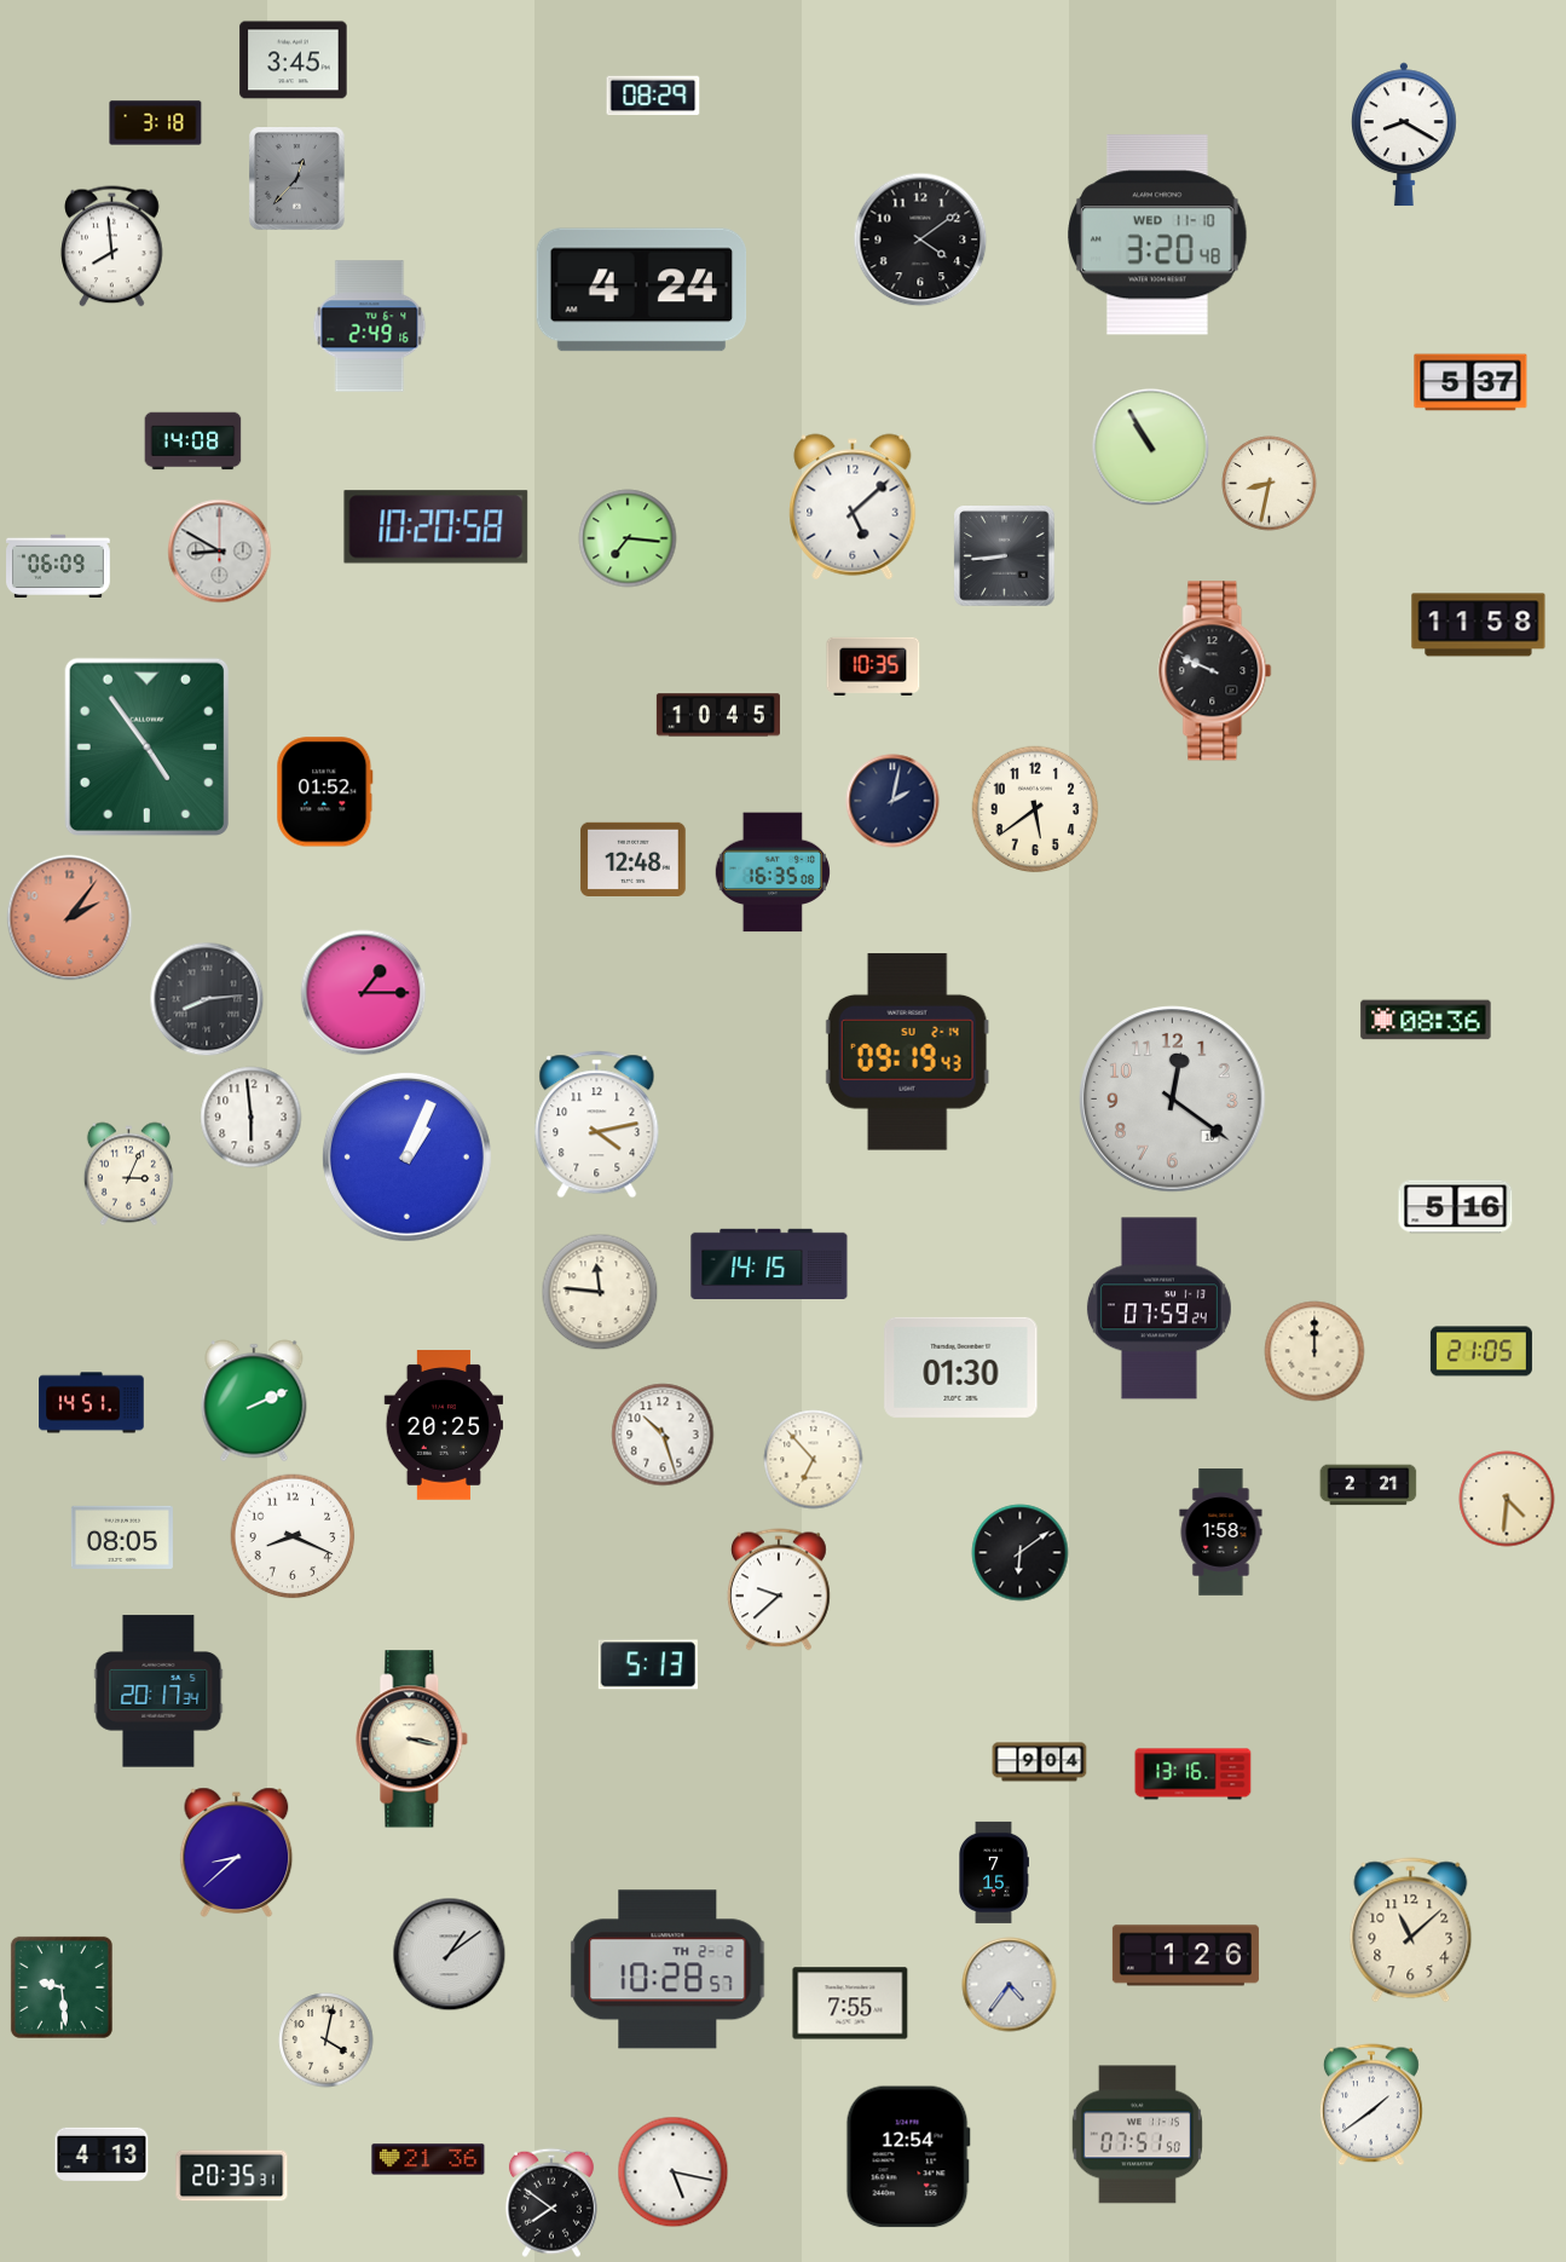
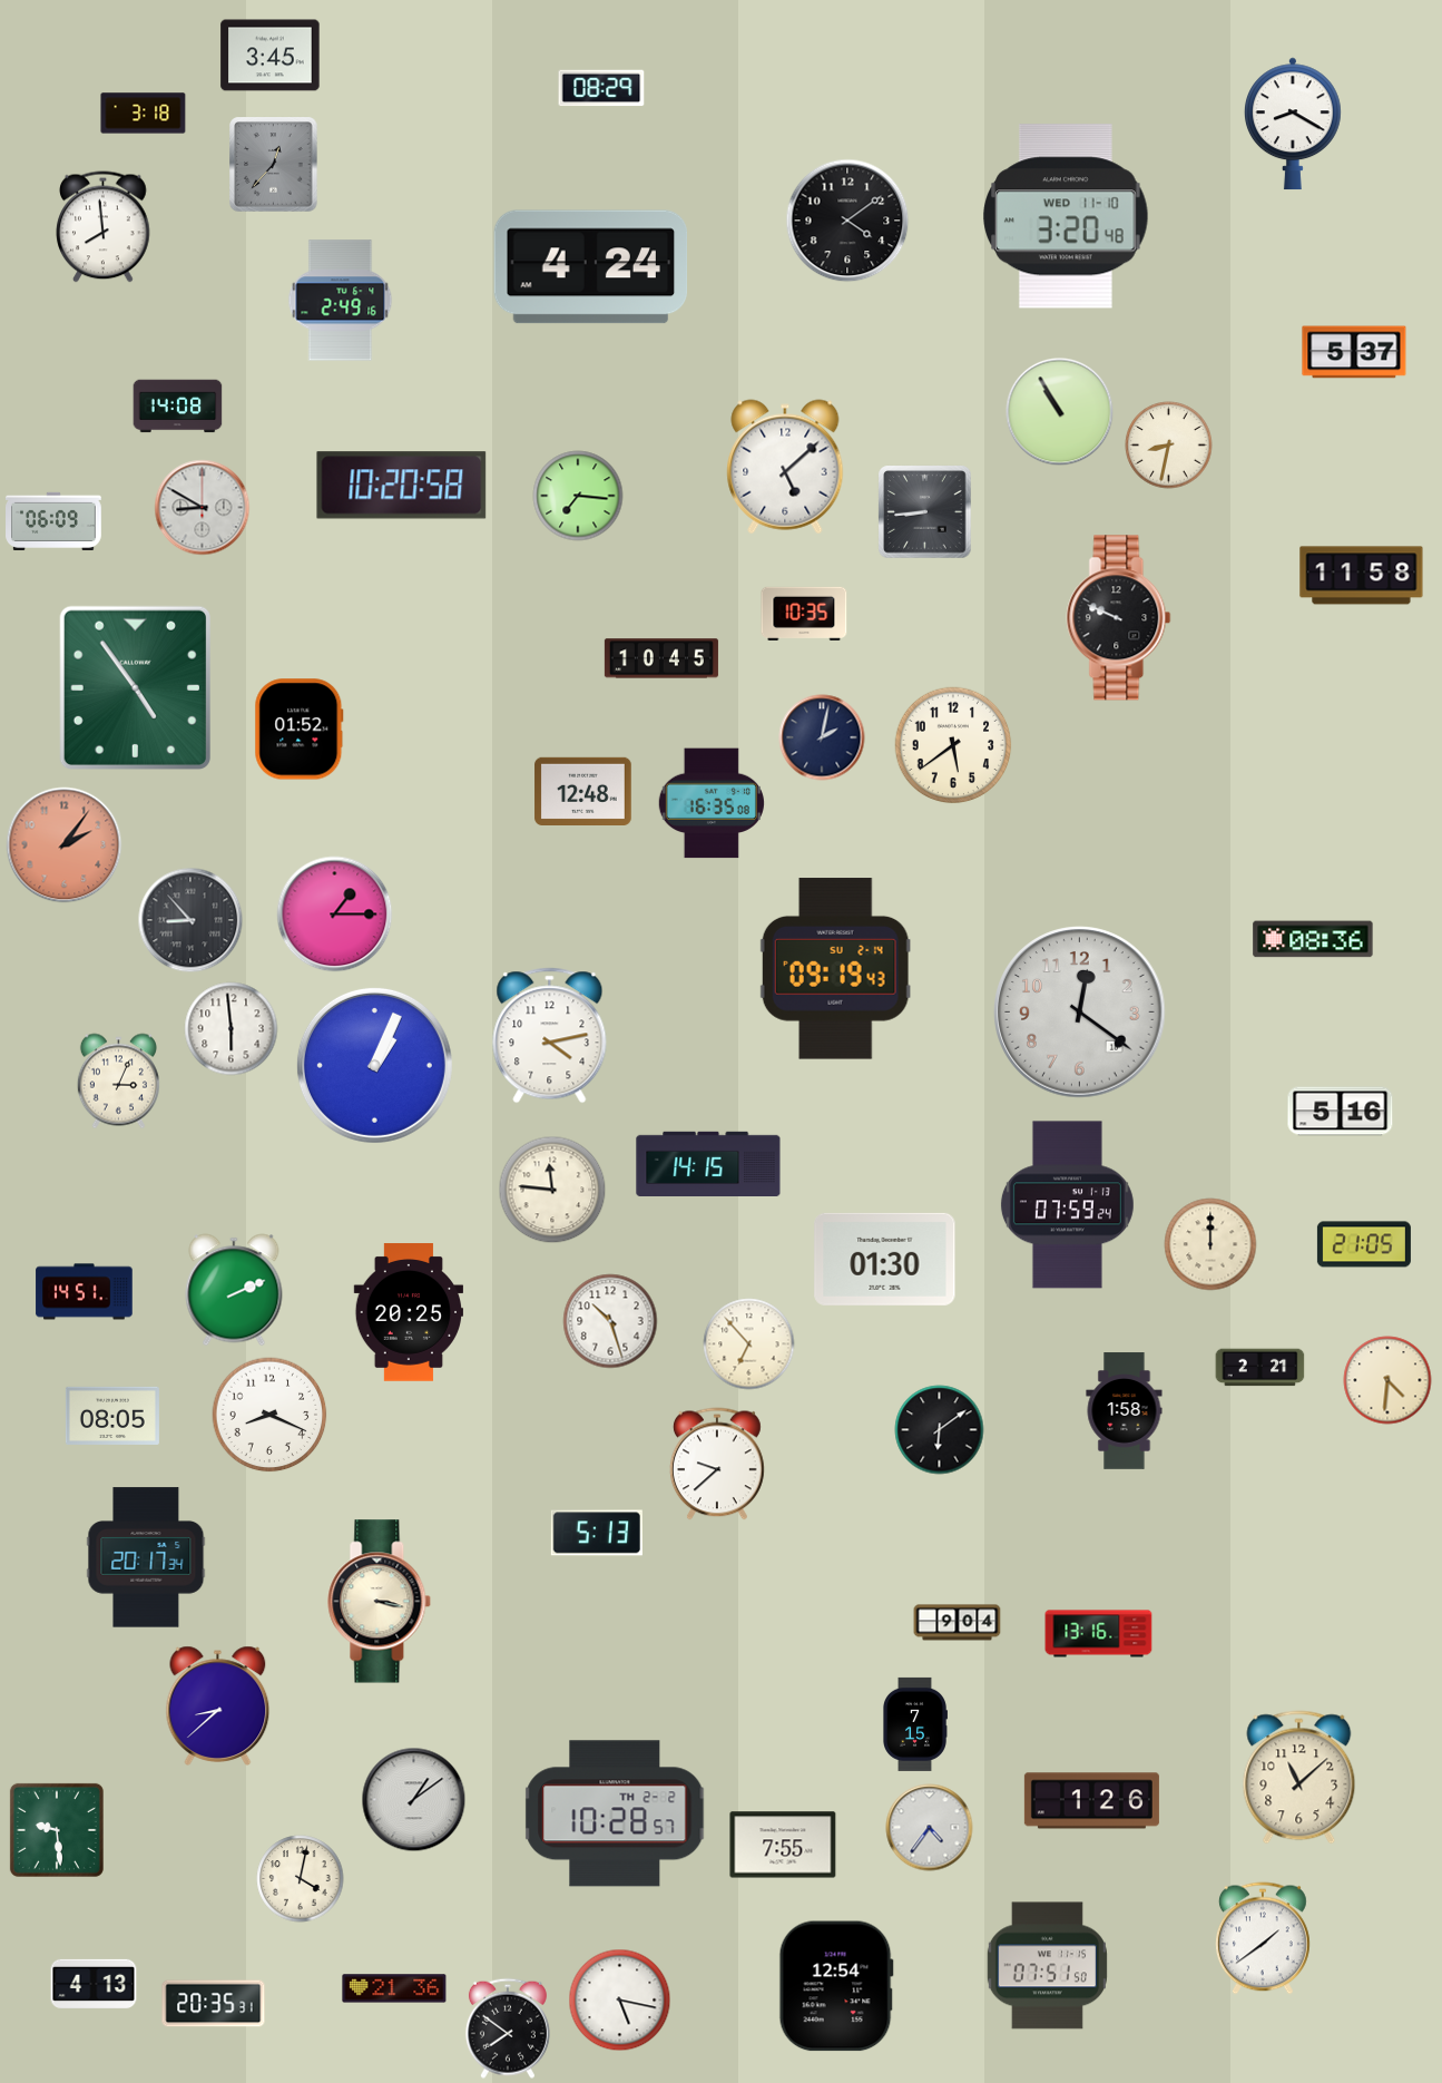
clock at (207, 999): 8:14 -> 8:53
